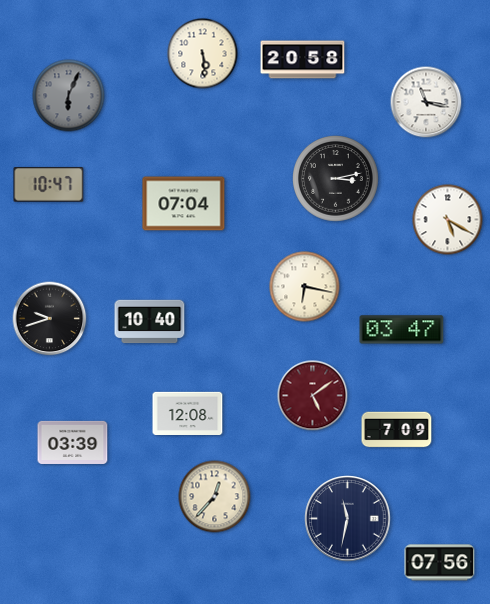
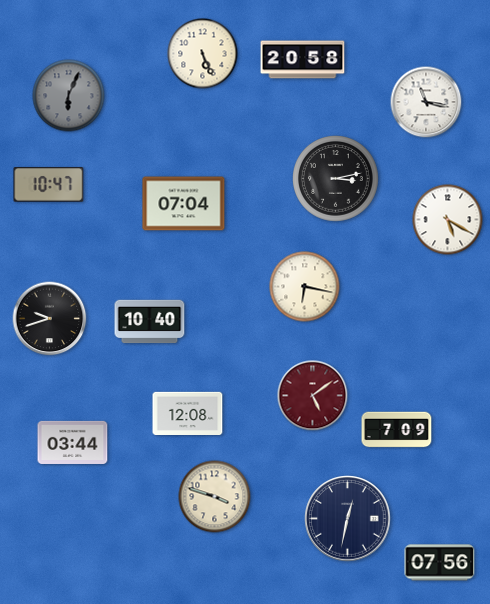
clock at (203, 54): 5:29 -> 5:26
clock at (402, 330): 03:47 -> none
clock at (73, 442): 03:39 -> 03:44
clock at (215, 497): 12:37 -> 3:48
clock at (348, 519): 11:32 -> 12:32
